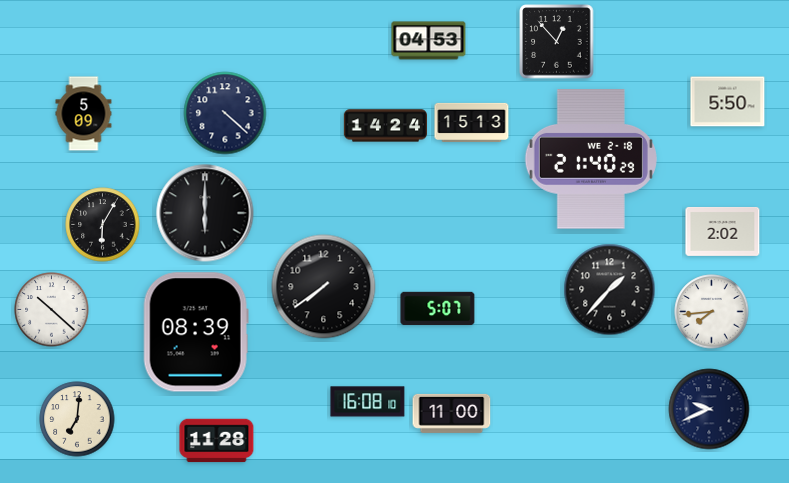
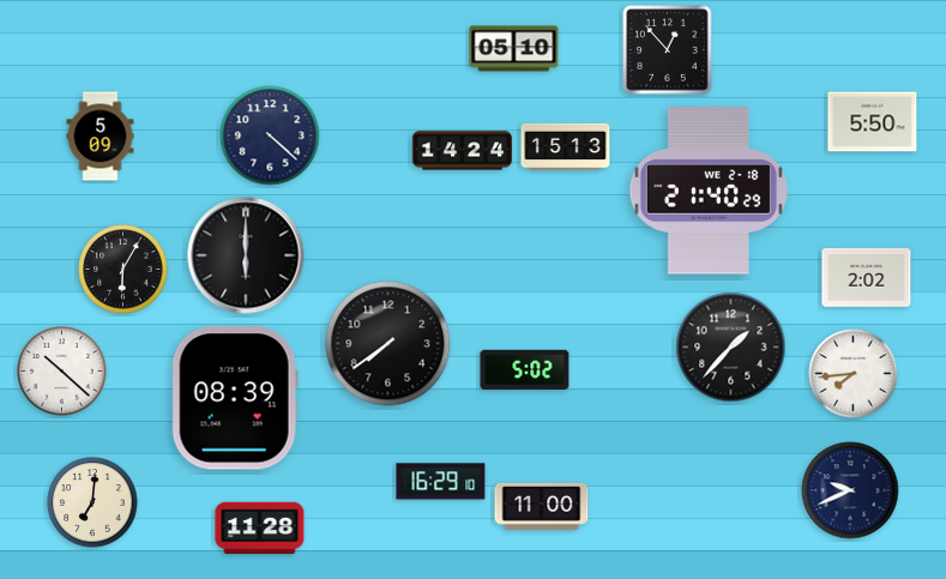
clock at (429, 41): 04:53 -> 05:10
clock at (438, 309): 5:07 -> 5:02
clock at (368, 402): 16:08 -> 16:29
clock at (452, 413) position: (452, 413) -> (542, 506)
